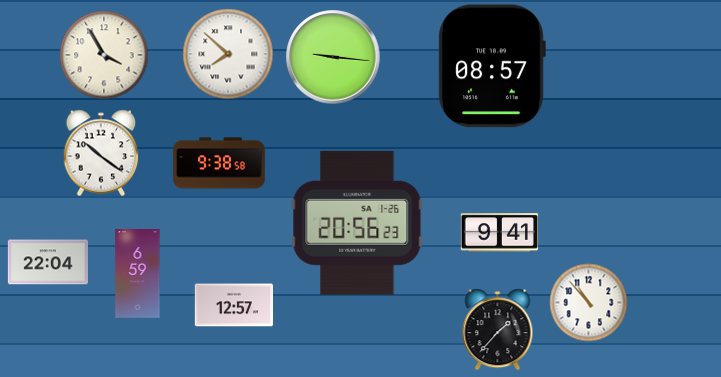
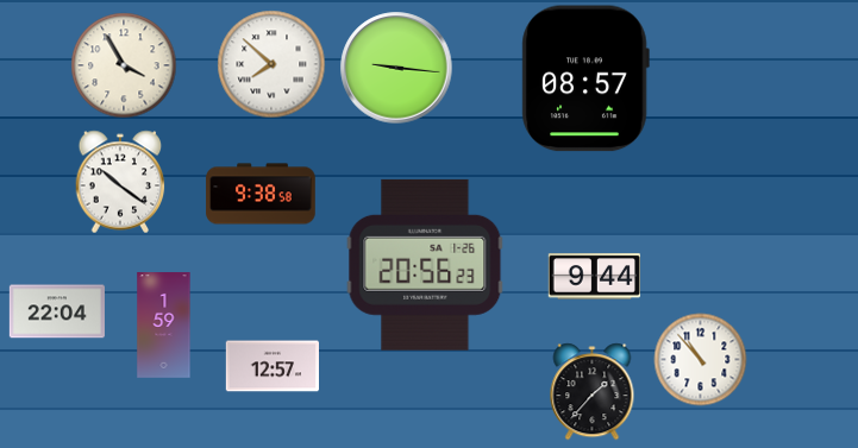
clock at (499, 233): 9:41 -> 9:44
clock at (138, 274): 6:59 -> 1:59
clock at (233, 305) position: (233, 305) -> (271, 366)
